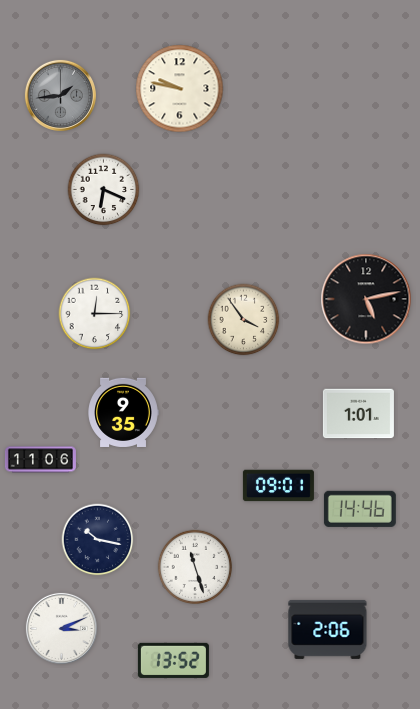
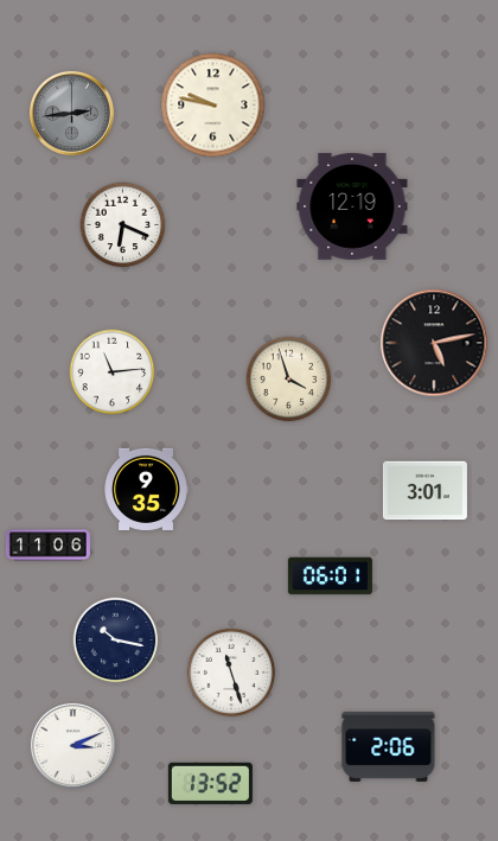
clock at (60, 95): 1:44 -> 2:44
clock at (352, 206): none -> 12:19
clock at (366, 299) position: (366, 299) -> (434, 343)
clock at (95, 314): 12:15 -> 11:14
clock at (244, 320): 3:54 -> 3:57
clock at (358, 414): 1:01 -> 3:01
clock at (278, 486): 09:01 -> 06:01
clock at (360, 509): 14:46 -> none
clock at (173, 660) position: (173, 660) -> (210, 783)
